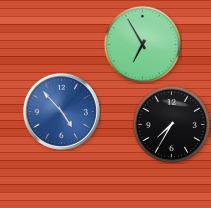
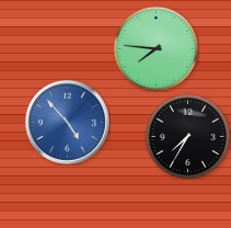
clock at (142, 44): 6:55 -> 7:46
